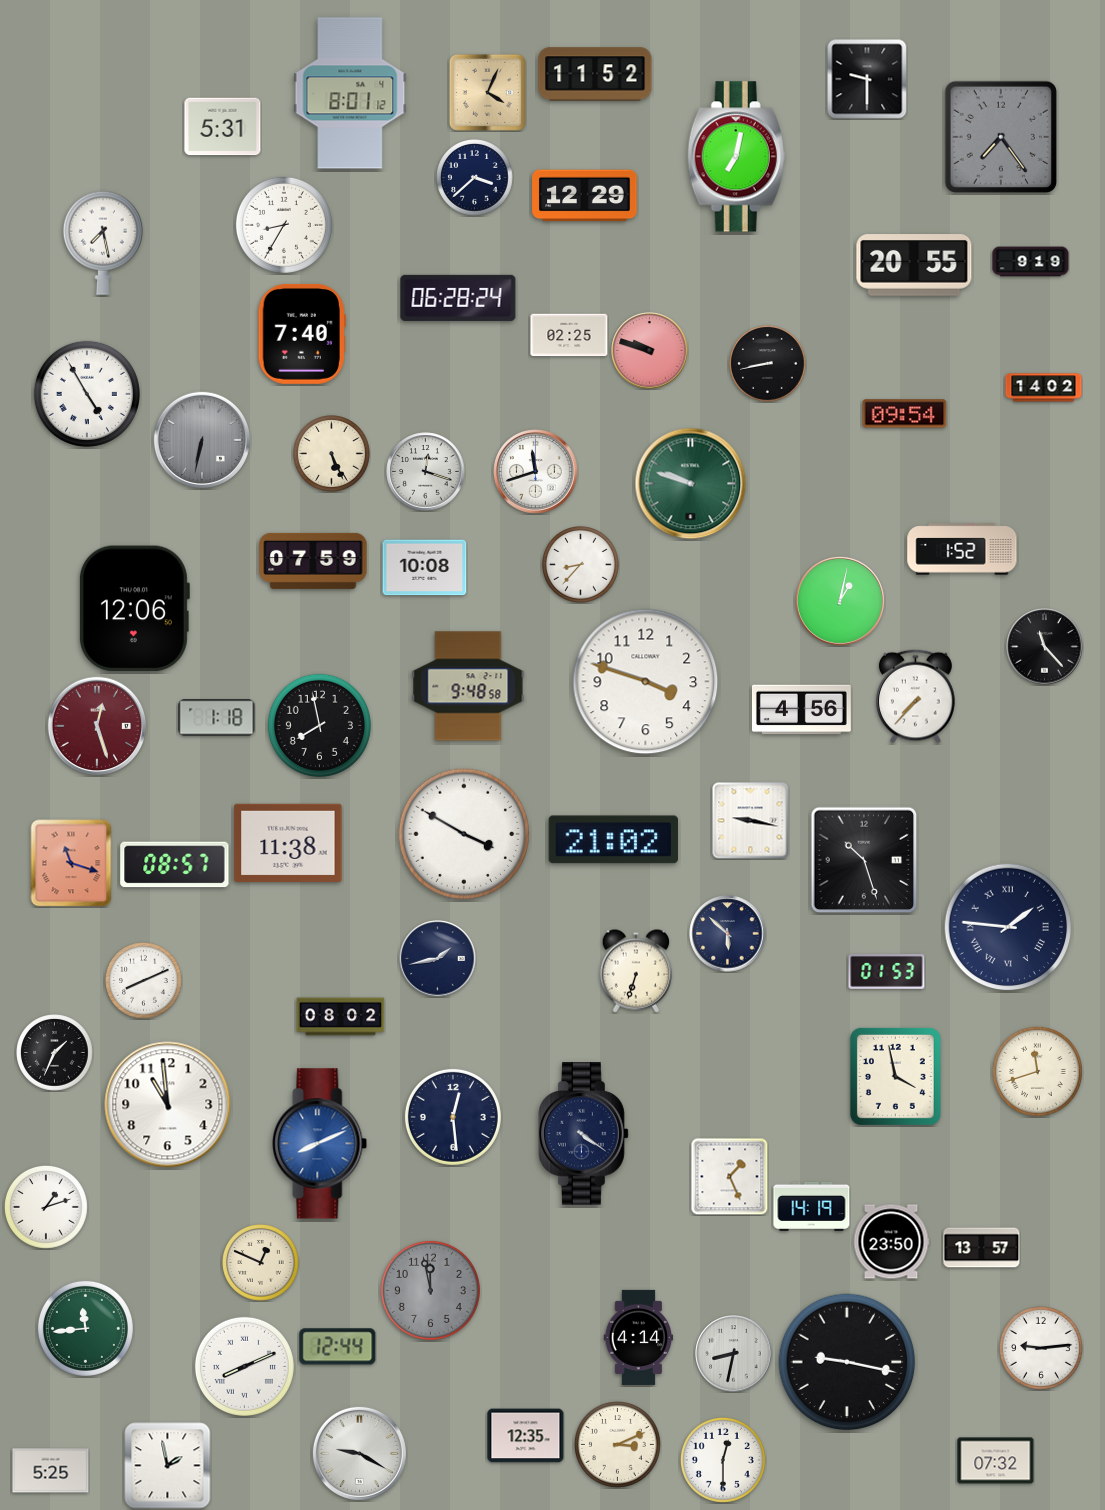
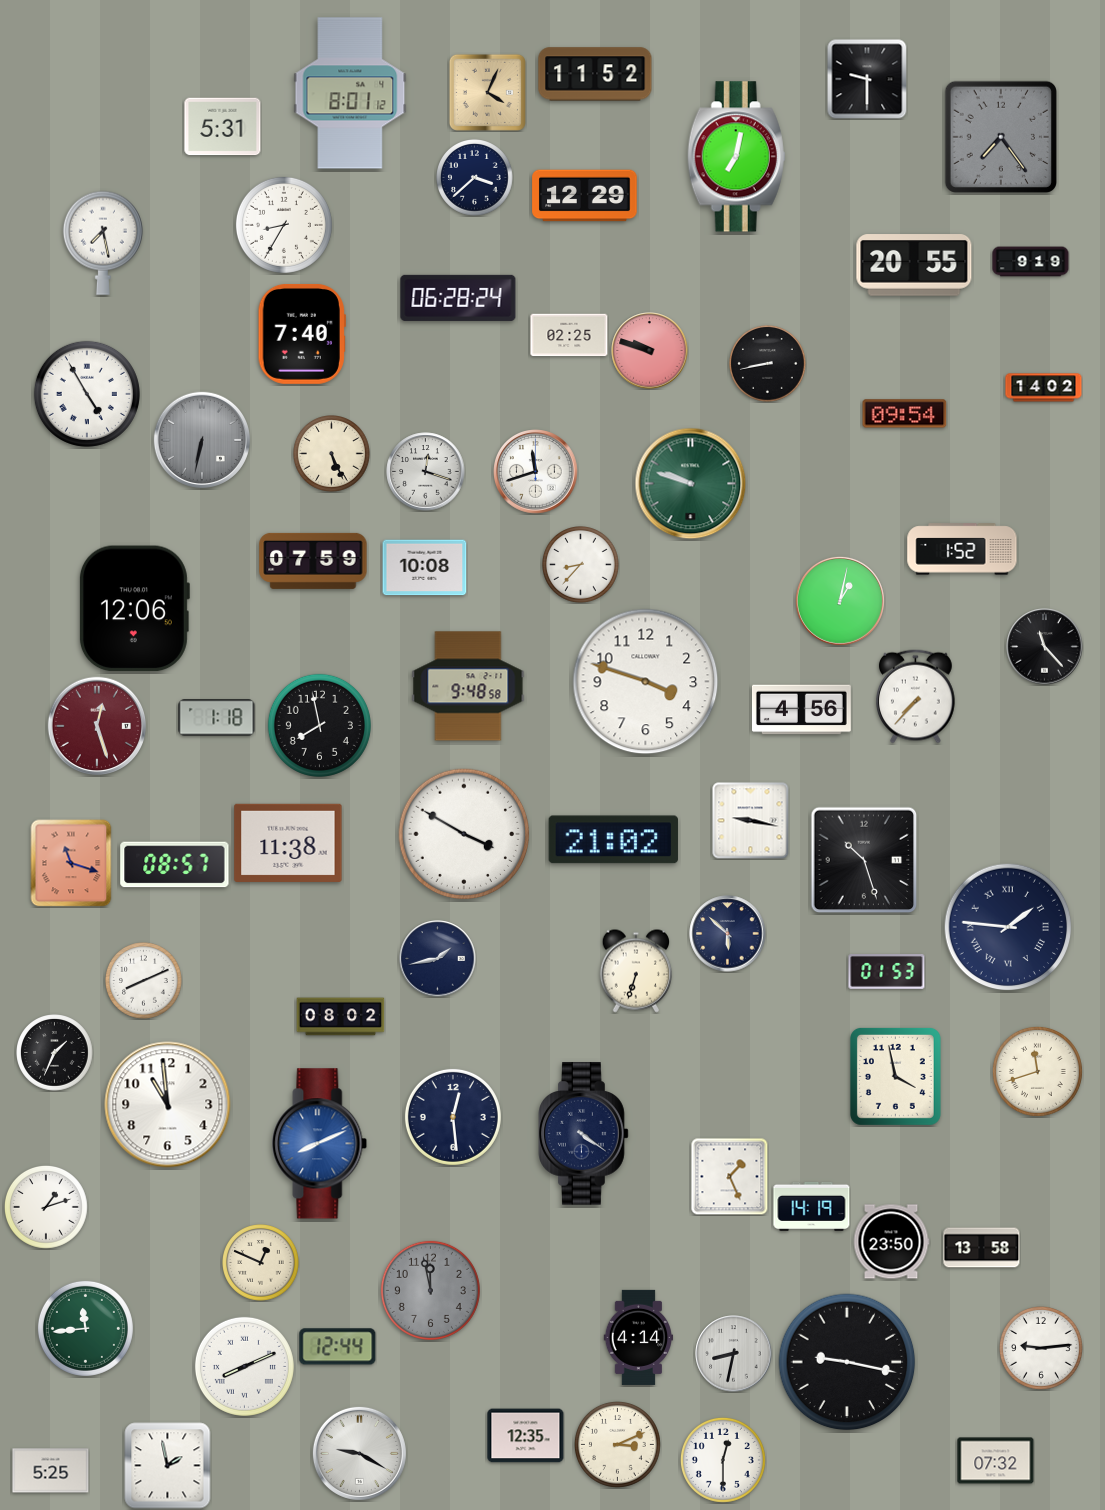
clock at (982, 1248): 13:57 -> 13:58
